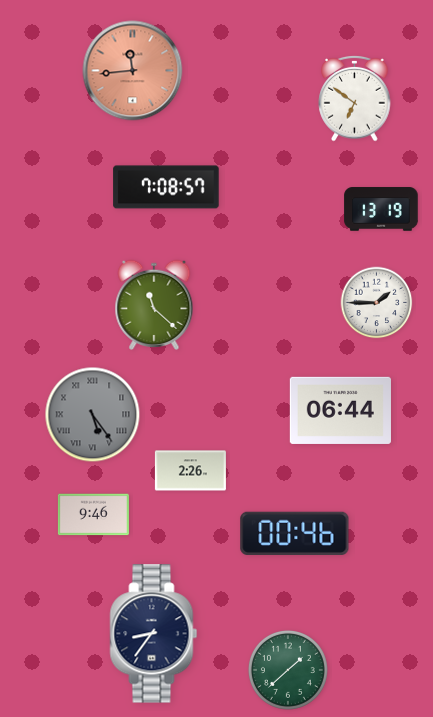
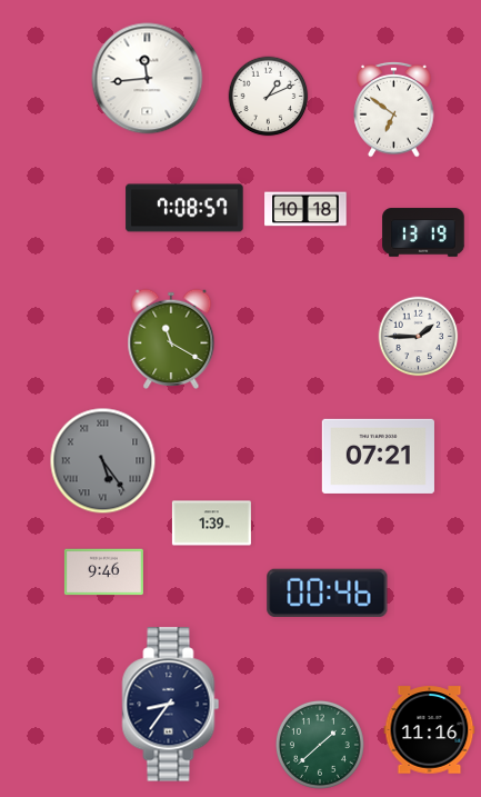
clock at (133, 71) dial: salmon -> white
clock at (269, 97): none -> 1:11
clock at (305, 209): none -> 10:18
clock at (154, 305): 11:22 -> 11:20
clock at (340, 410): 06:44 -> 07:21
clock at (190, 471): 2:26 -> 1:39
clock at (430, 730): none -> 11:16
